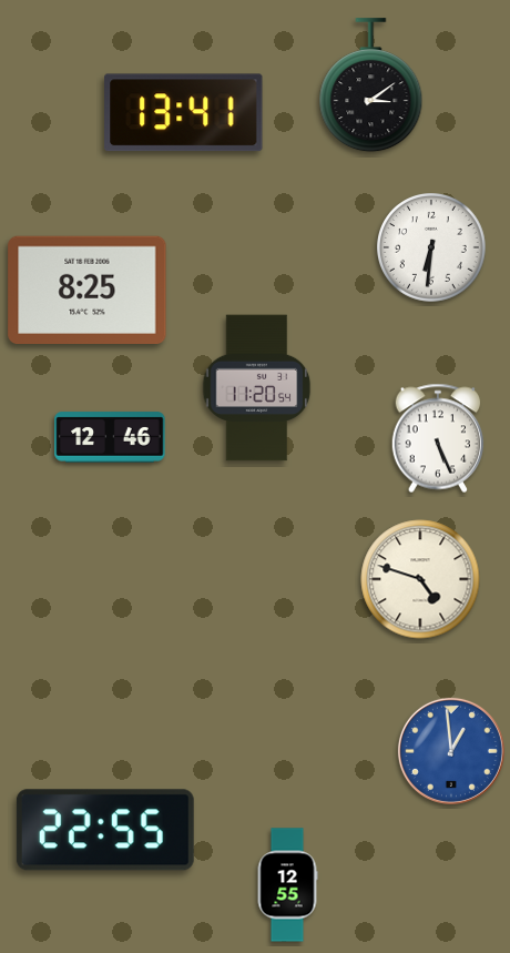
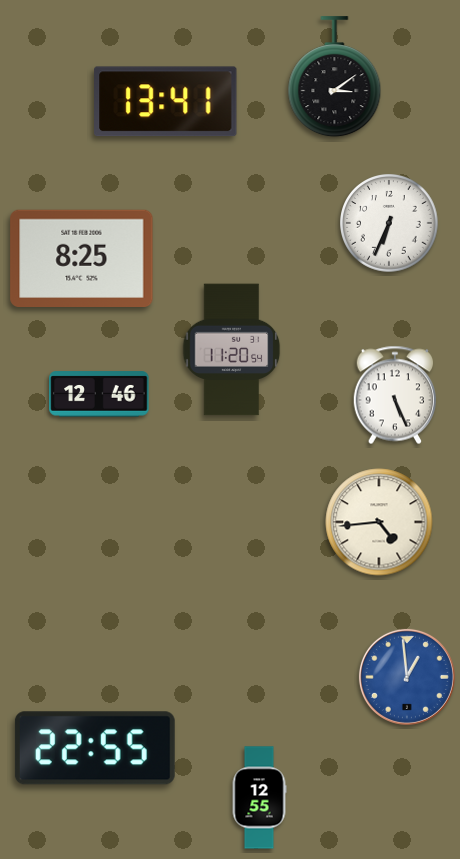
clock at (432, 249): 6:31 -> 6:34
clock at (88, 290) position: (88, 290) -> (82, 258)
clock at (420, 579): 4:48 -> 4:44
